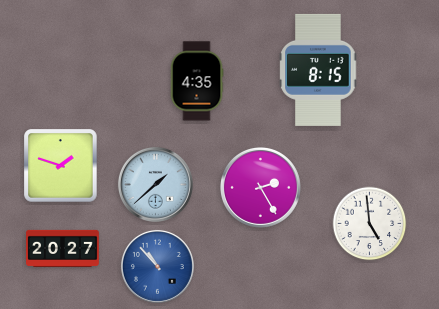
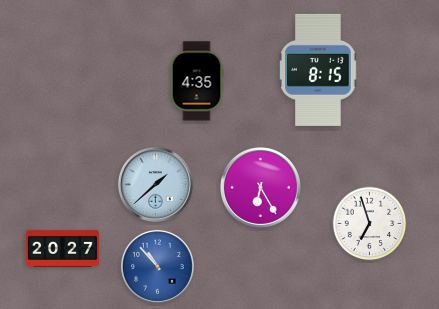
clock at (61, 166): 1:48 -> none
clock at (260, 187): 2:25 -> 6:25
clock at (370, 224): 4:59 -> 6:57
